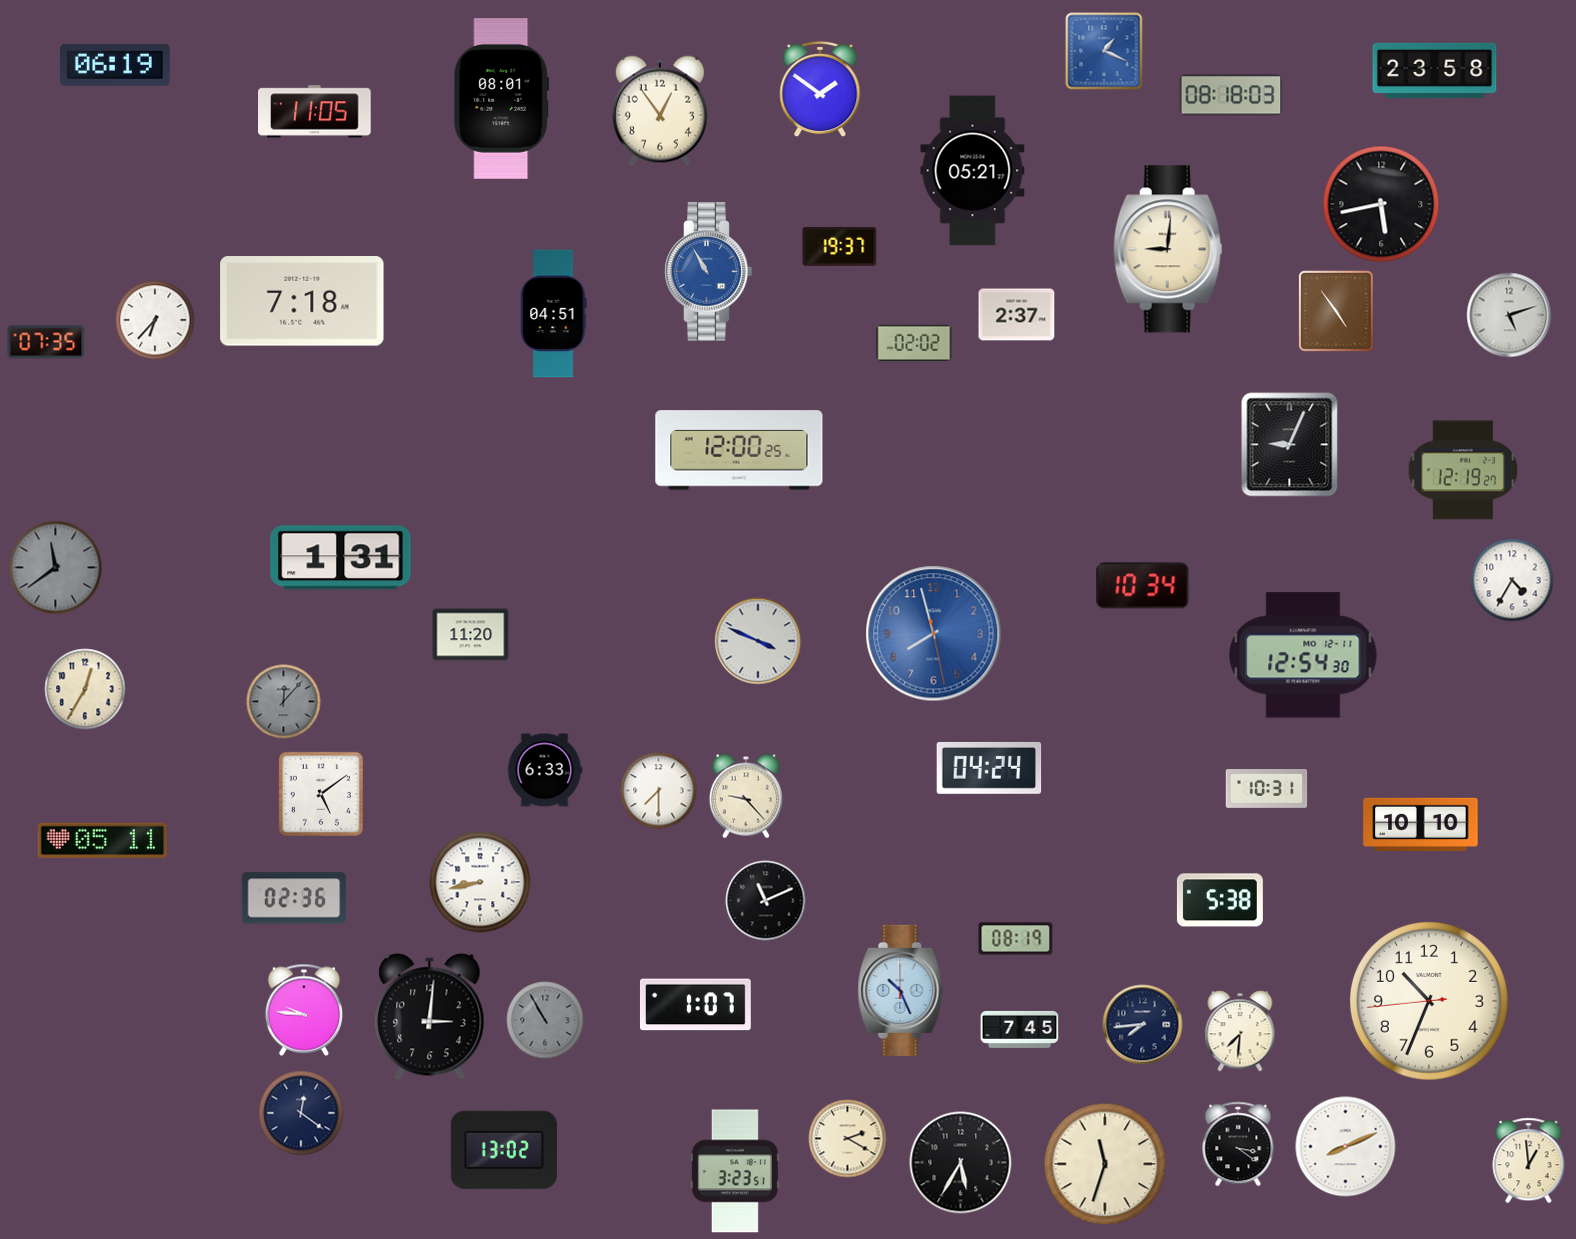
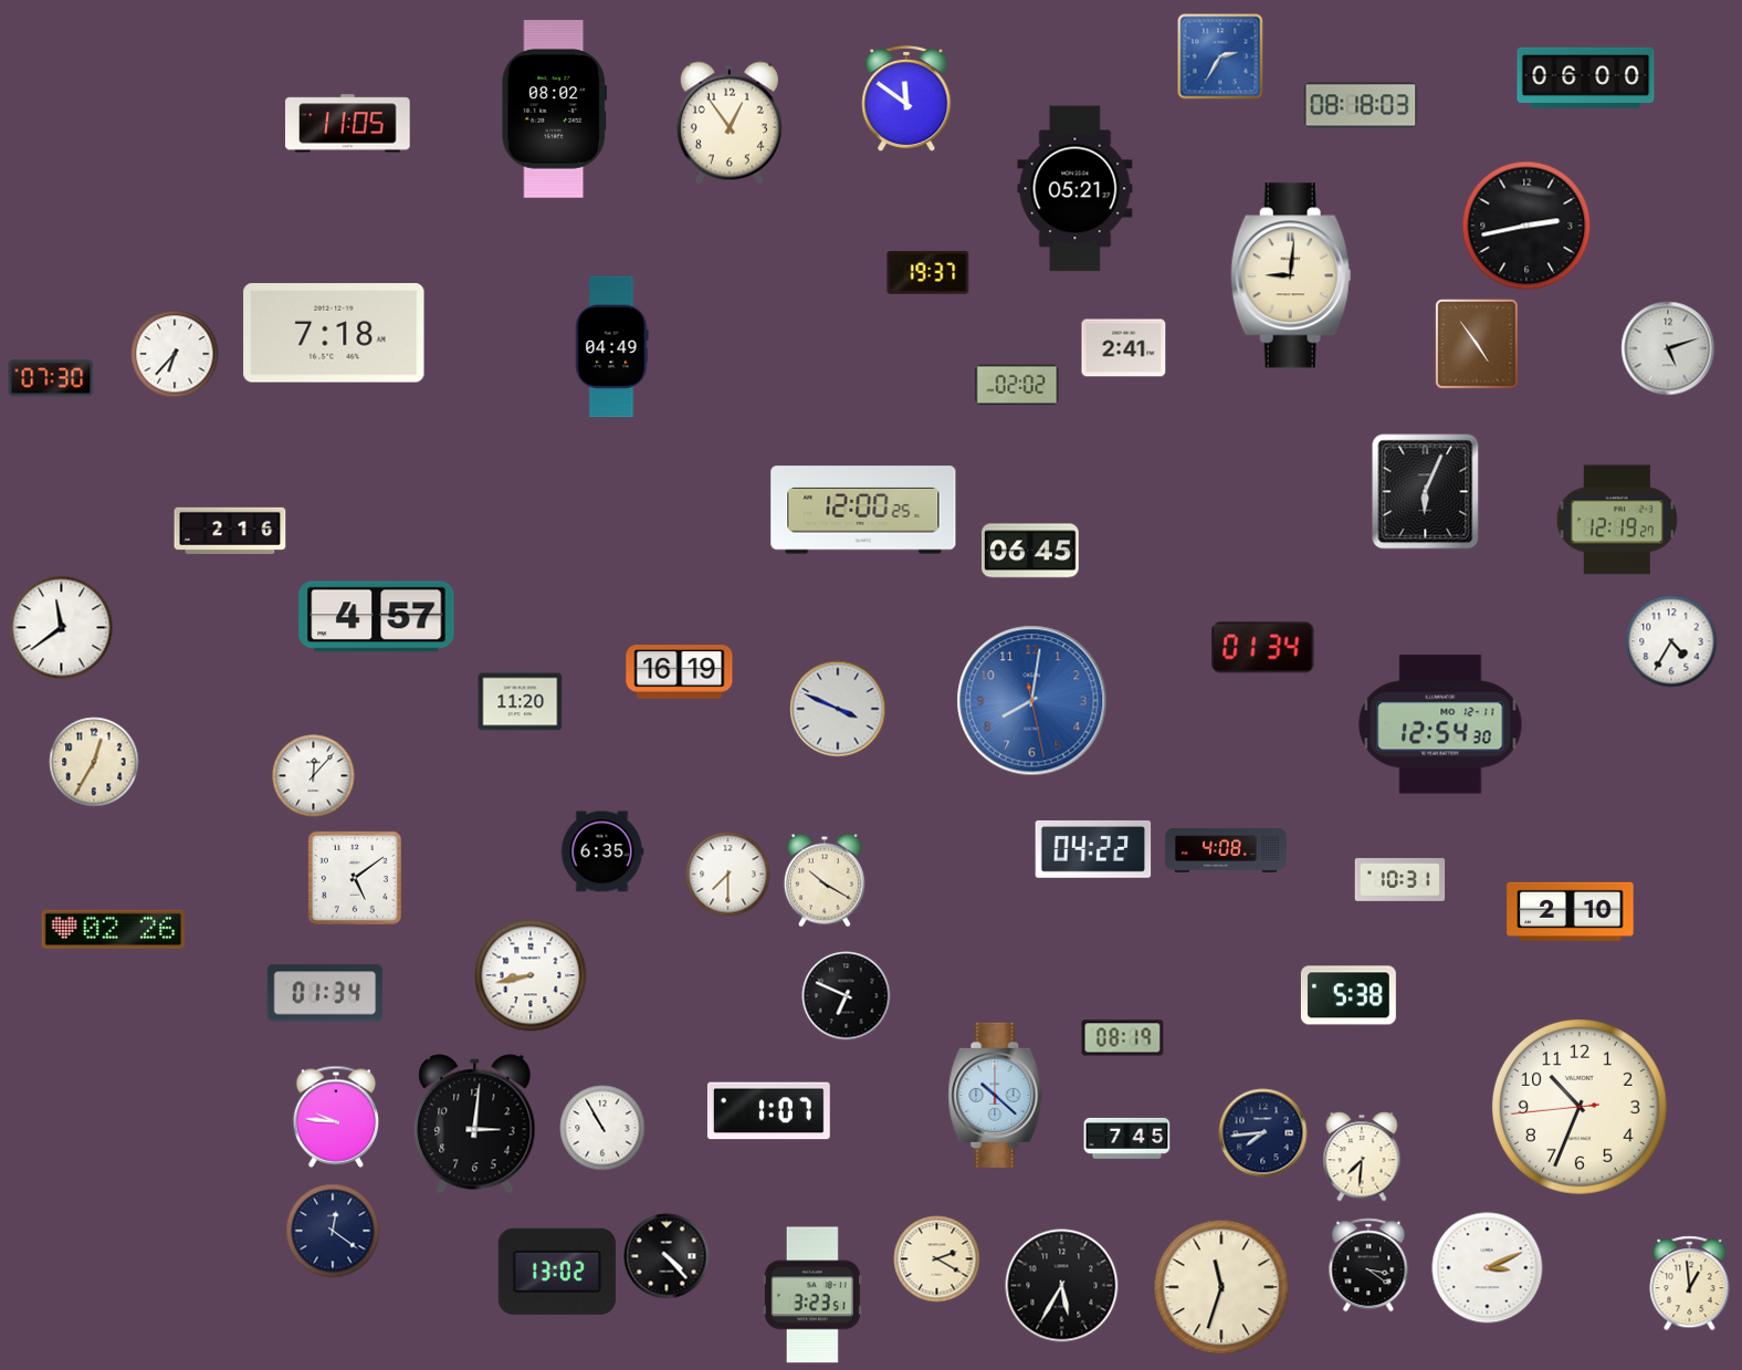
clock at (1104, 51): 1:19 -> 2:35
clock at (115, 65): 06:19 -> none
clock at (1435, 70): 23:58 -> 06:00
clock at (820, 89): 1:51 -> 11:51
clock at (502, 99): 08:01 -> 08:02
clock at (1381, 204): 5:43 -> 2:43
clock at (709, 272): 10:55 -> none
clock at (554, 314): 04:51 -> 04:49
clock at (1017, 315): 2:37 -> 2:41
clock at (155, 320) position: (155, 320) -> (175, 354)
clock at (46, 342): 07:35 -> 07:30
clock at (914, 343) position: (914, 343) -> (1017, 385)
clock at (1290, 445): 9:04 -> 6:04
clock at (739, 450) position: (739, 450) -> (863, 510)
clock at (230, 531): none -> 2:16
clock at (1030, 551): none -> 06:45
clock at (341, 558): 1:31 -> 4:57
clock at (56, 568) dial: grey -> white
clock at (1143, 586): 10:34 -> 01:34
clock at (680, 672): none -> 16:19
clock at (934, 634): 7:57 -> 8:01
clock at (284, 702) dial: grey -> white
clock at (989, 768): 04:24 -> 04:22
clock at (545, 770): 6:33 -> 6:35
clock at (1226, 851): none -> 4:08
clock at (1267, 789) position: (1267, 789) -> (1400, 880)
clock at (746, 796): 9:23 -> 10:20
clock at (1421, 824): 10:10 -> 2:10
clock at (102, 840): 05:11 -> 02:26
clock at (294, 898): 02:36 -> 01:34
clock at (766, 901): 11:11 -> 6:49
clock at (901, 990): 10:26 -> 10:22
clock at (545, 1020) dial: grey -> white
clock at (1240, 1031) position: (1240, 1031) -> (1362, 1157)
clock at (667, 1256): none -> 4:23
clock at (1346, 1147): 8:11 -> 3:11
